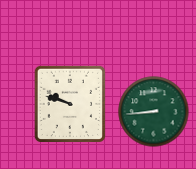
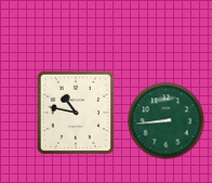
clock at (69, 103): 9:48 -> 10:47
